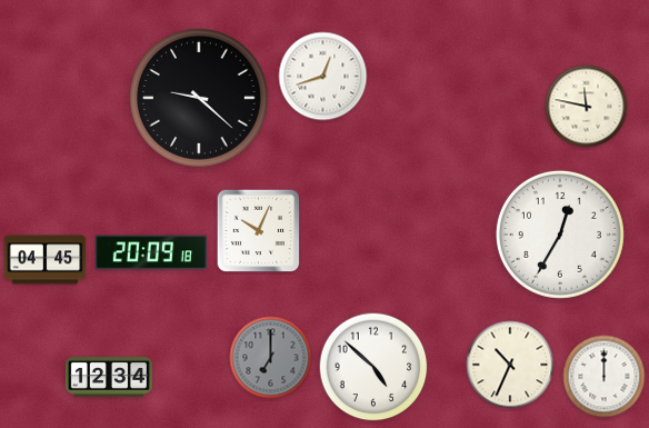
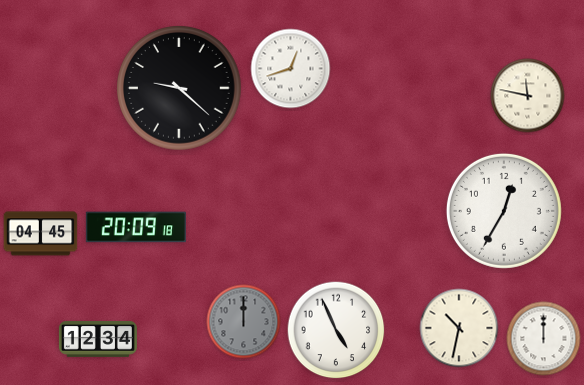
clock at (259, 231): 10:04 -> none
clock at (271, 358): 7:00 -> 12:00
clock at (510, 365): 10:34 -> 10:32
clock at (373, 367): 4:52 -> 4:56
